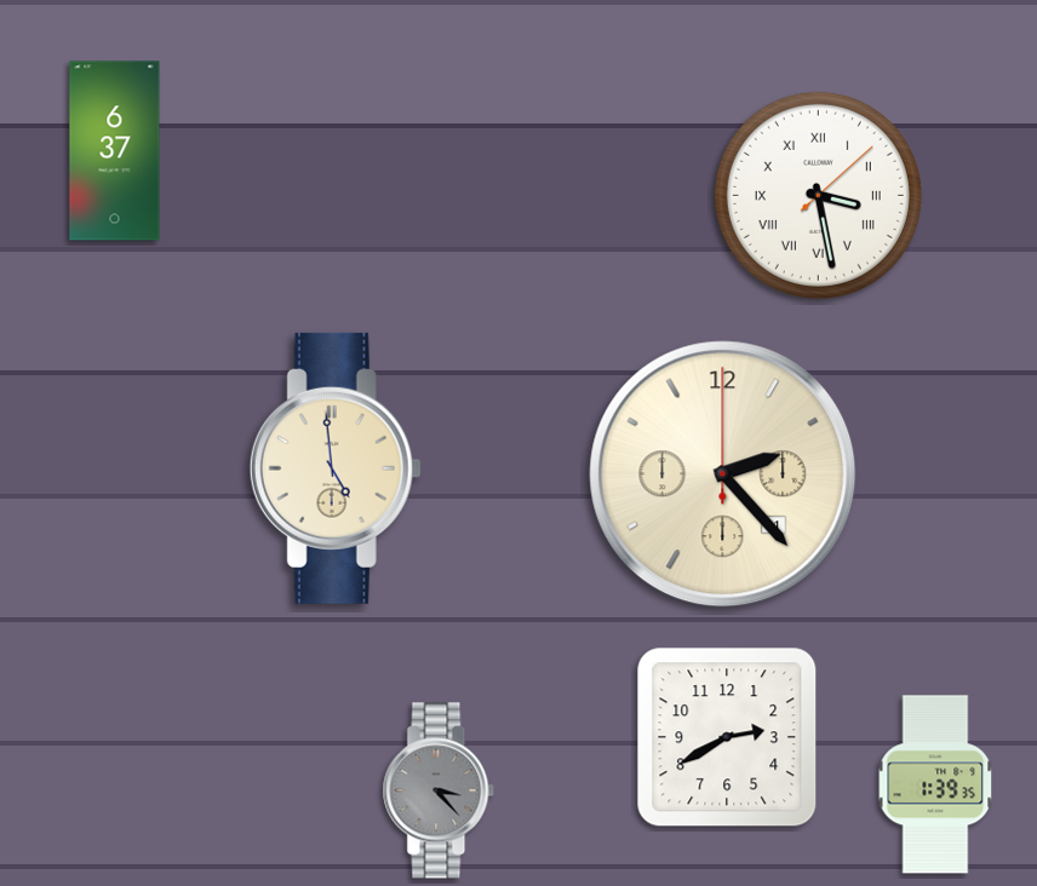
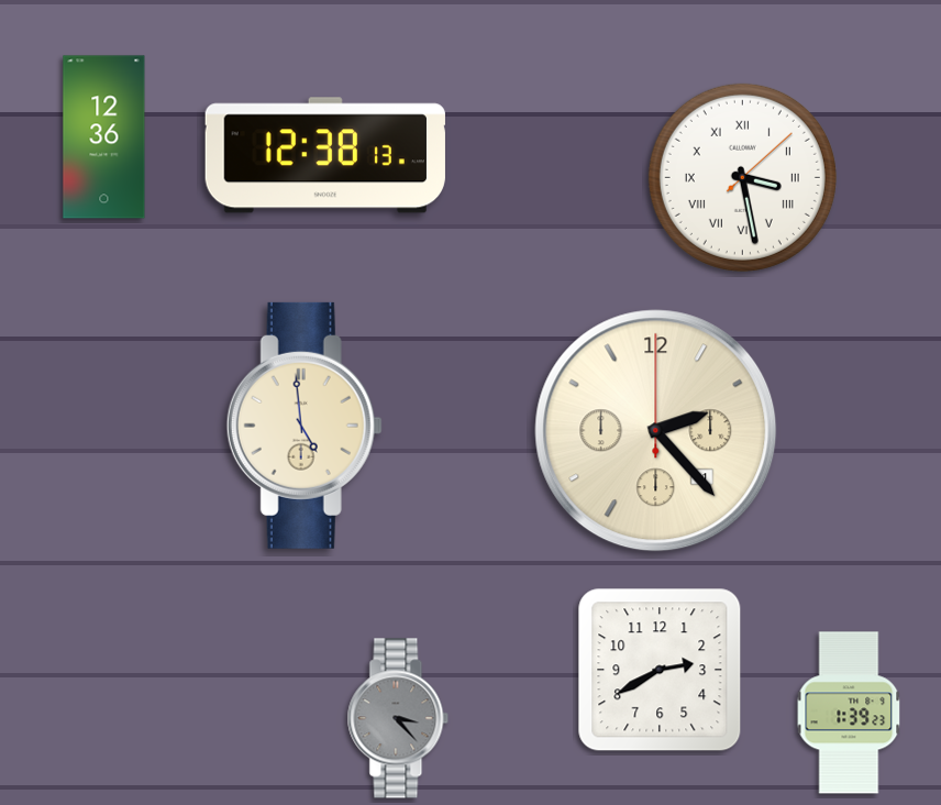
clock at (115, 151): 6:37 -> 12:36
clock at (325, 155): none -> 12:38
clock at (935, 784): 1:39:35 -> 1:39:23
